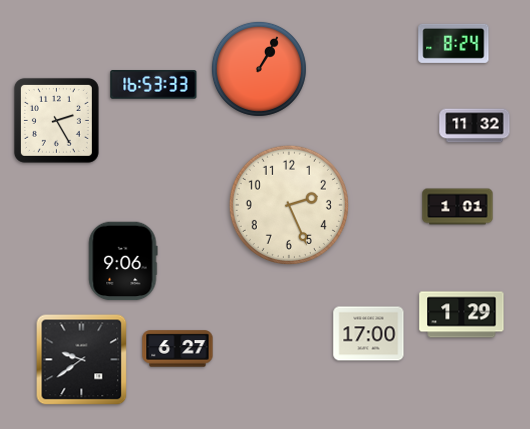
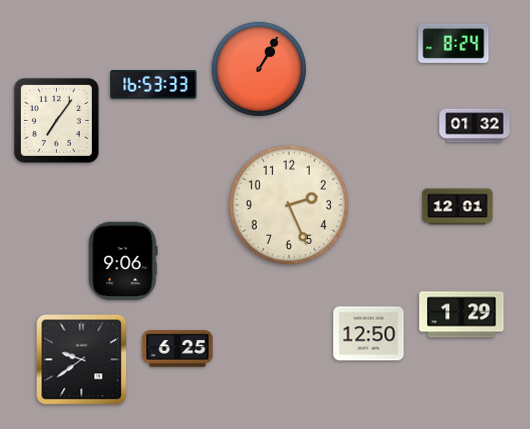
clock at (56, 120): 2:25 -> 7:06
clock at (475, 126): 11:32 -> 01:32
clock at (458, 207): 1:01 -> 12:01
clock at (369, 334): 17:00 -> 12:50
clock at (178, 349): 6:27 -> 6:25
